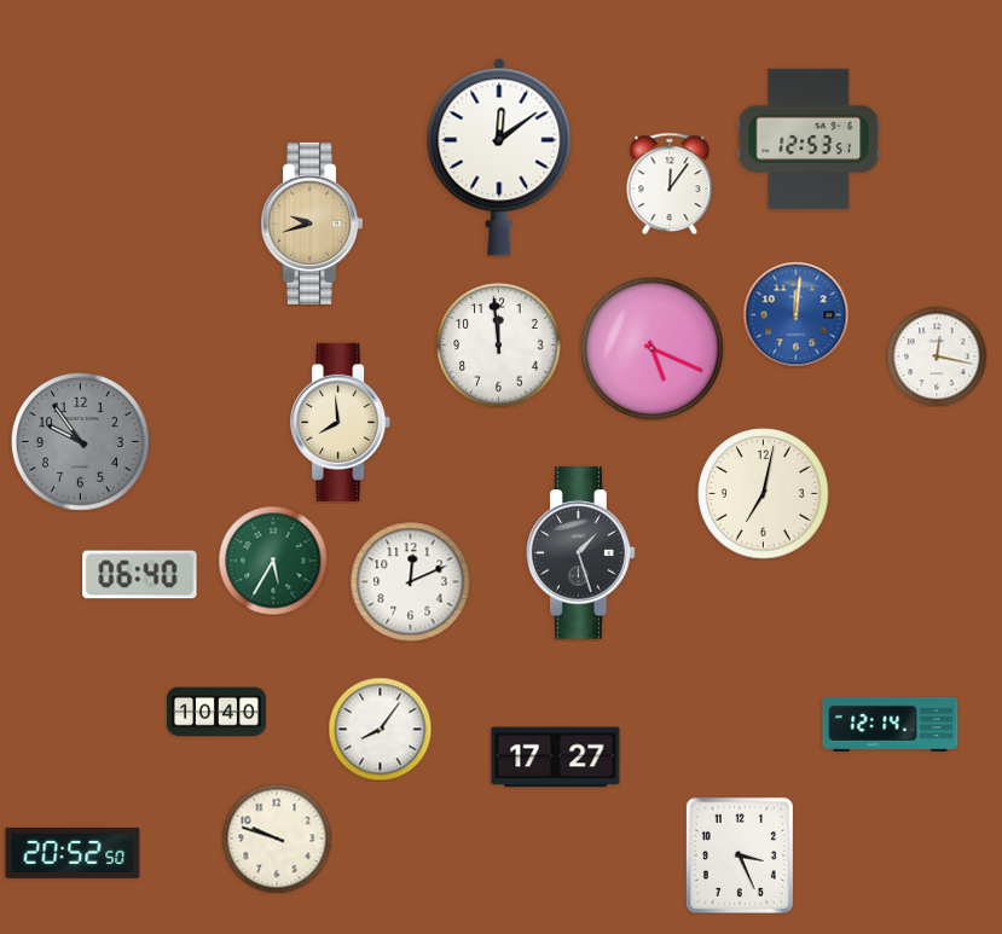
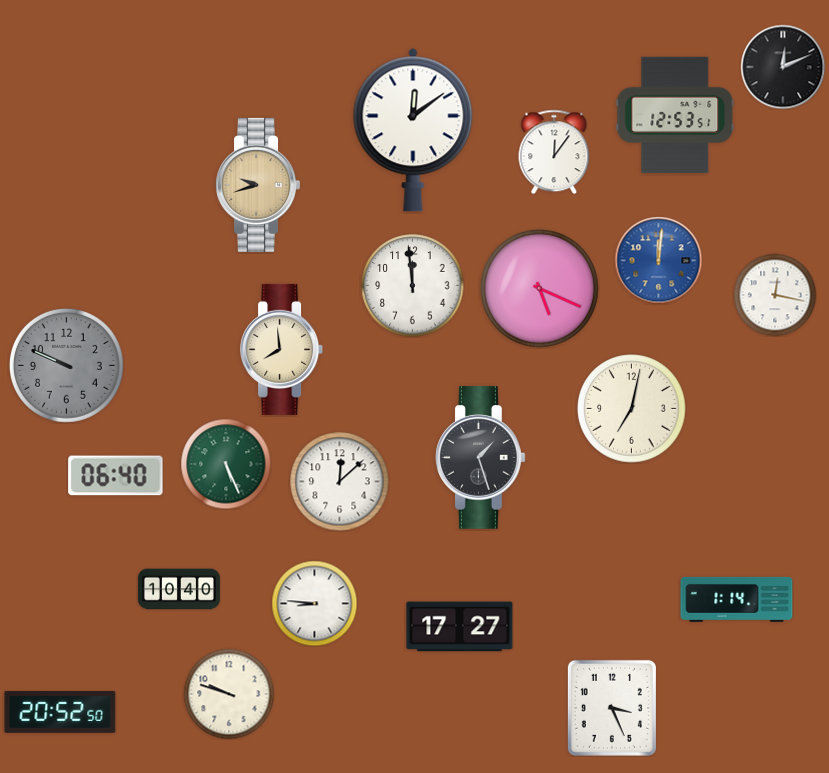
clock at (783, 67): none -> 12:11
clock at (809, 139) position: (809, 139) -> (675, 115)
clock at (80, 441): 9:54 -> 9:49
clock at (273, 561): 5:35 -> 5:26
clock at (411, 582): 12:11 -> 12:08
clock at (891, 724): 12:14 -> 1:14
clock at (380, 729): 8:06 -> 8:46
clock at (73, 853) position: (73, 853) -> (60, 712)
